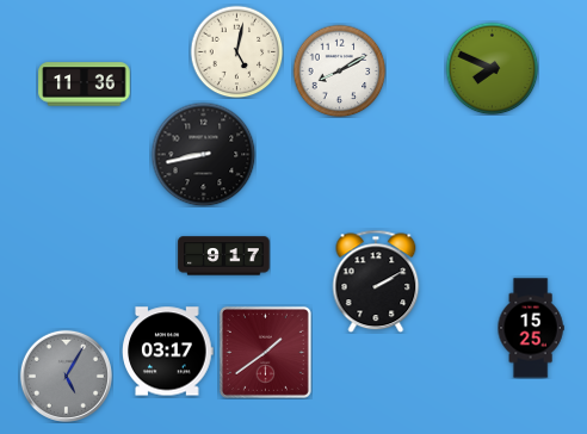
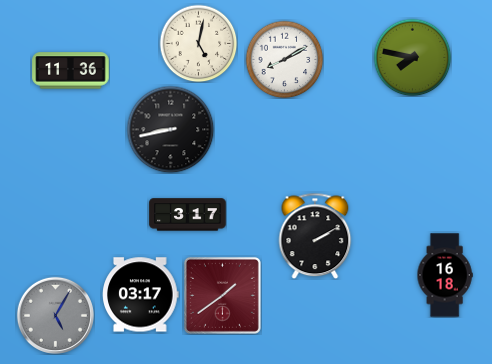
clock at (492, 68): 7:49 -> 7:47
clock at (224, 256): 9:17 -> 3:17
clock at (531, 328): 15:25 -> 16:18
